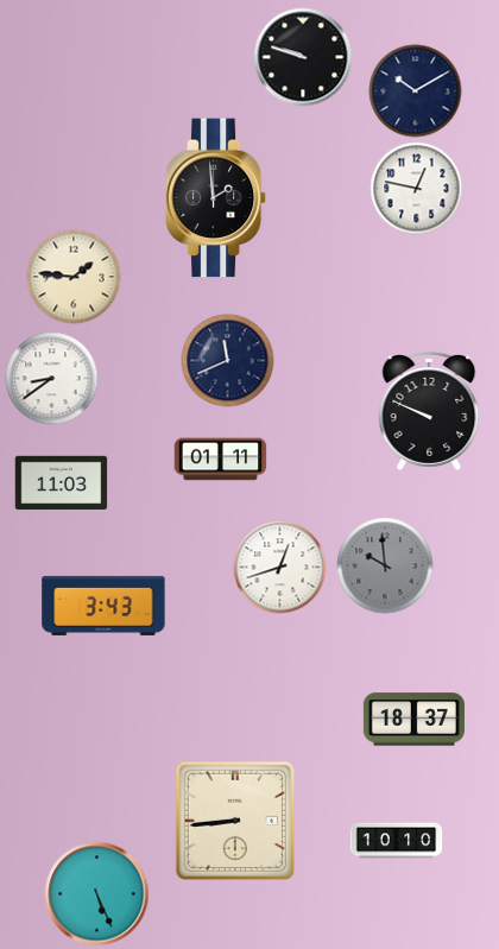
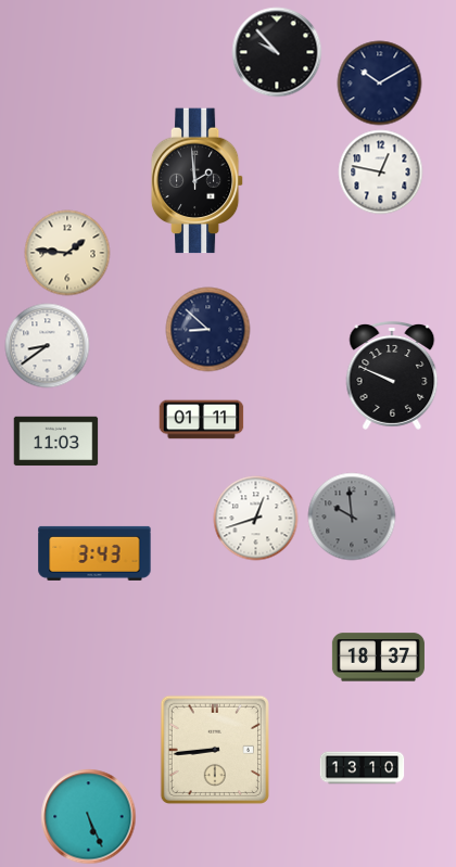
clock at (303, 57): 9:48 -> 9:53
clock at (227, 360): 11:41 -> 8:52
clock at (396, 841): 10:10 -> 13:10
